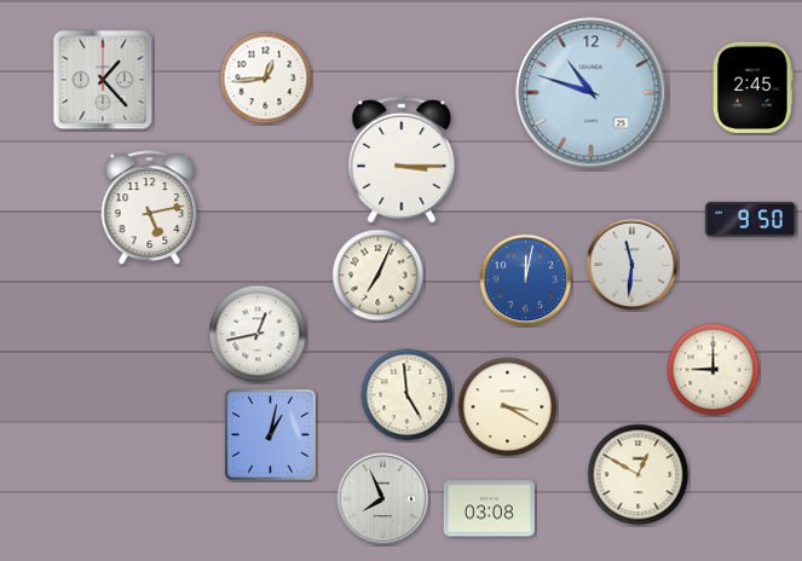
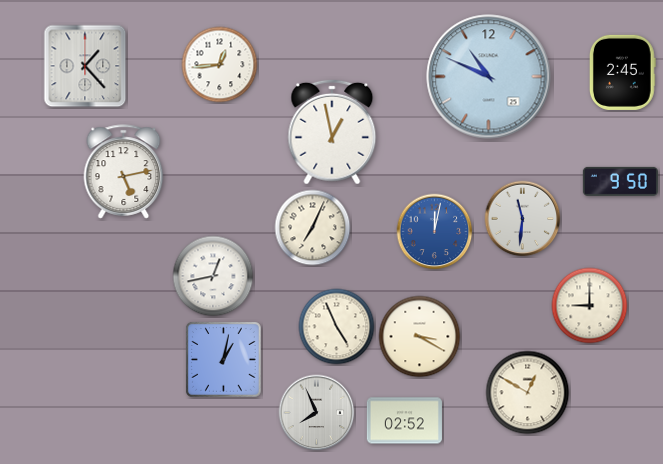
clock at (592, 93): 10:48 -> 10:49
clock at (402, 160): 3:15 -> 12:58
clock at (408, 395): 4:59 -> 4:56
clock at (489, 509): 03:08 -> 02:52
